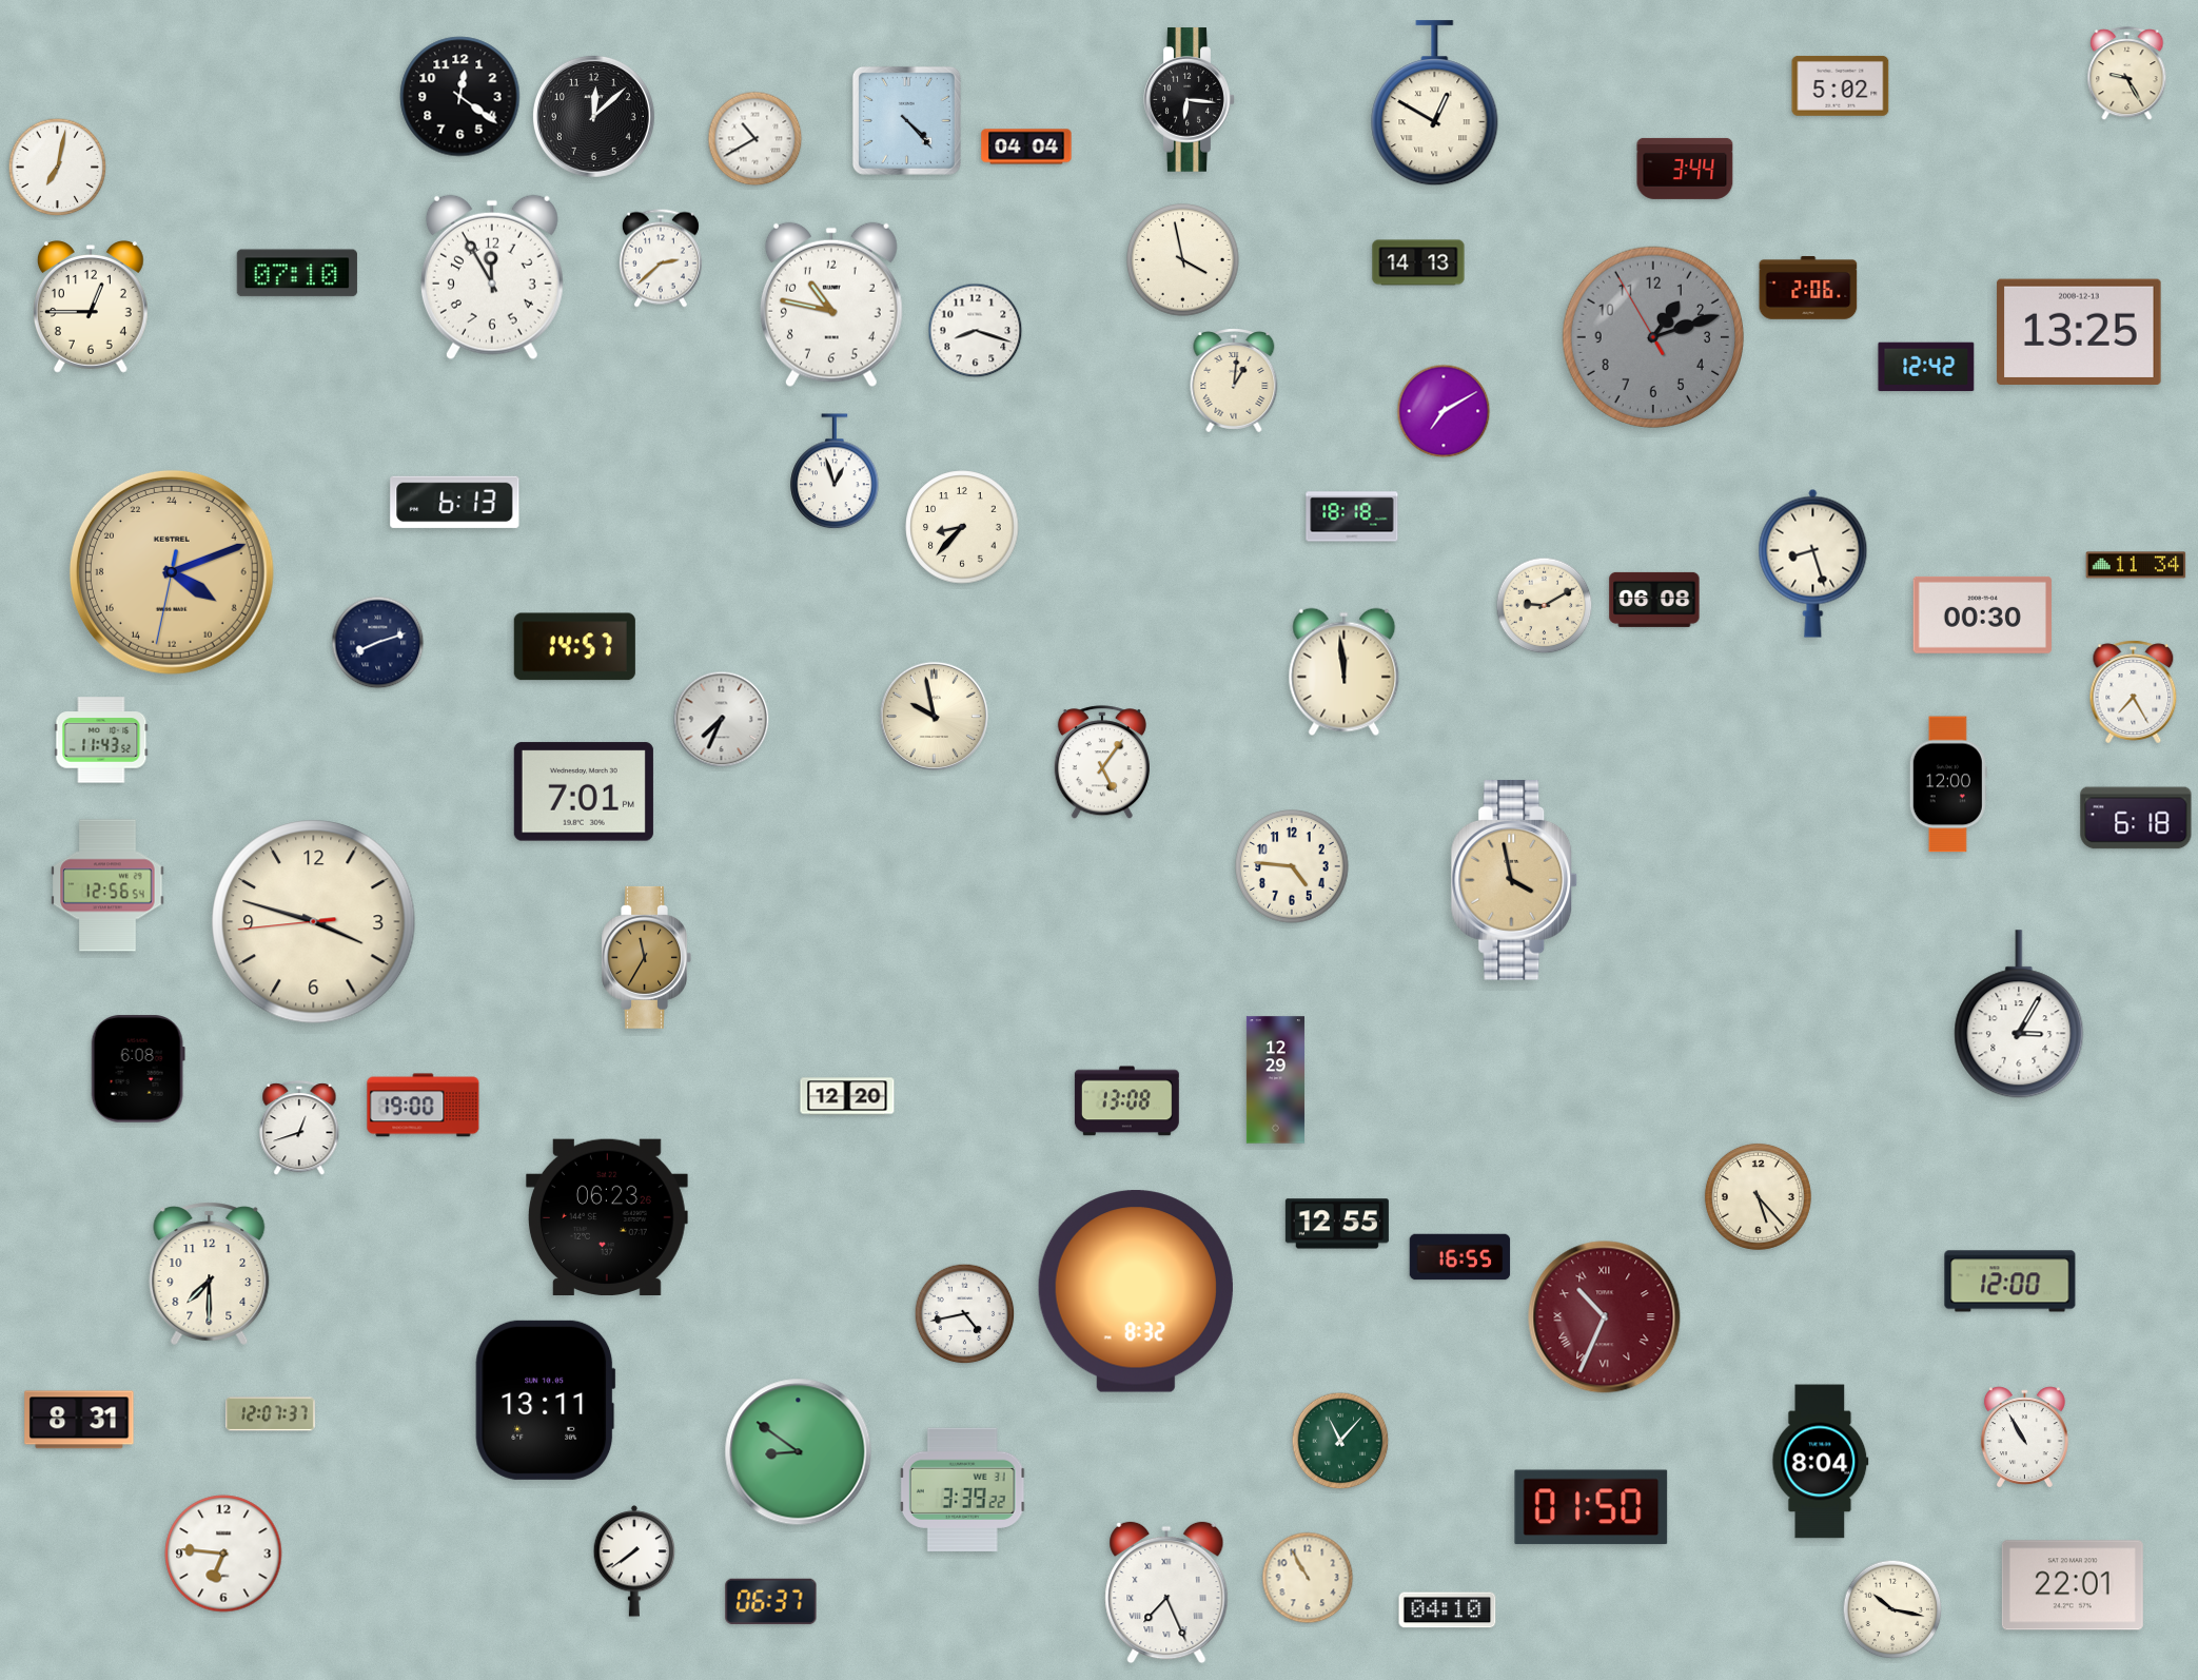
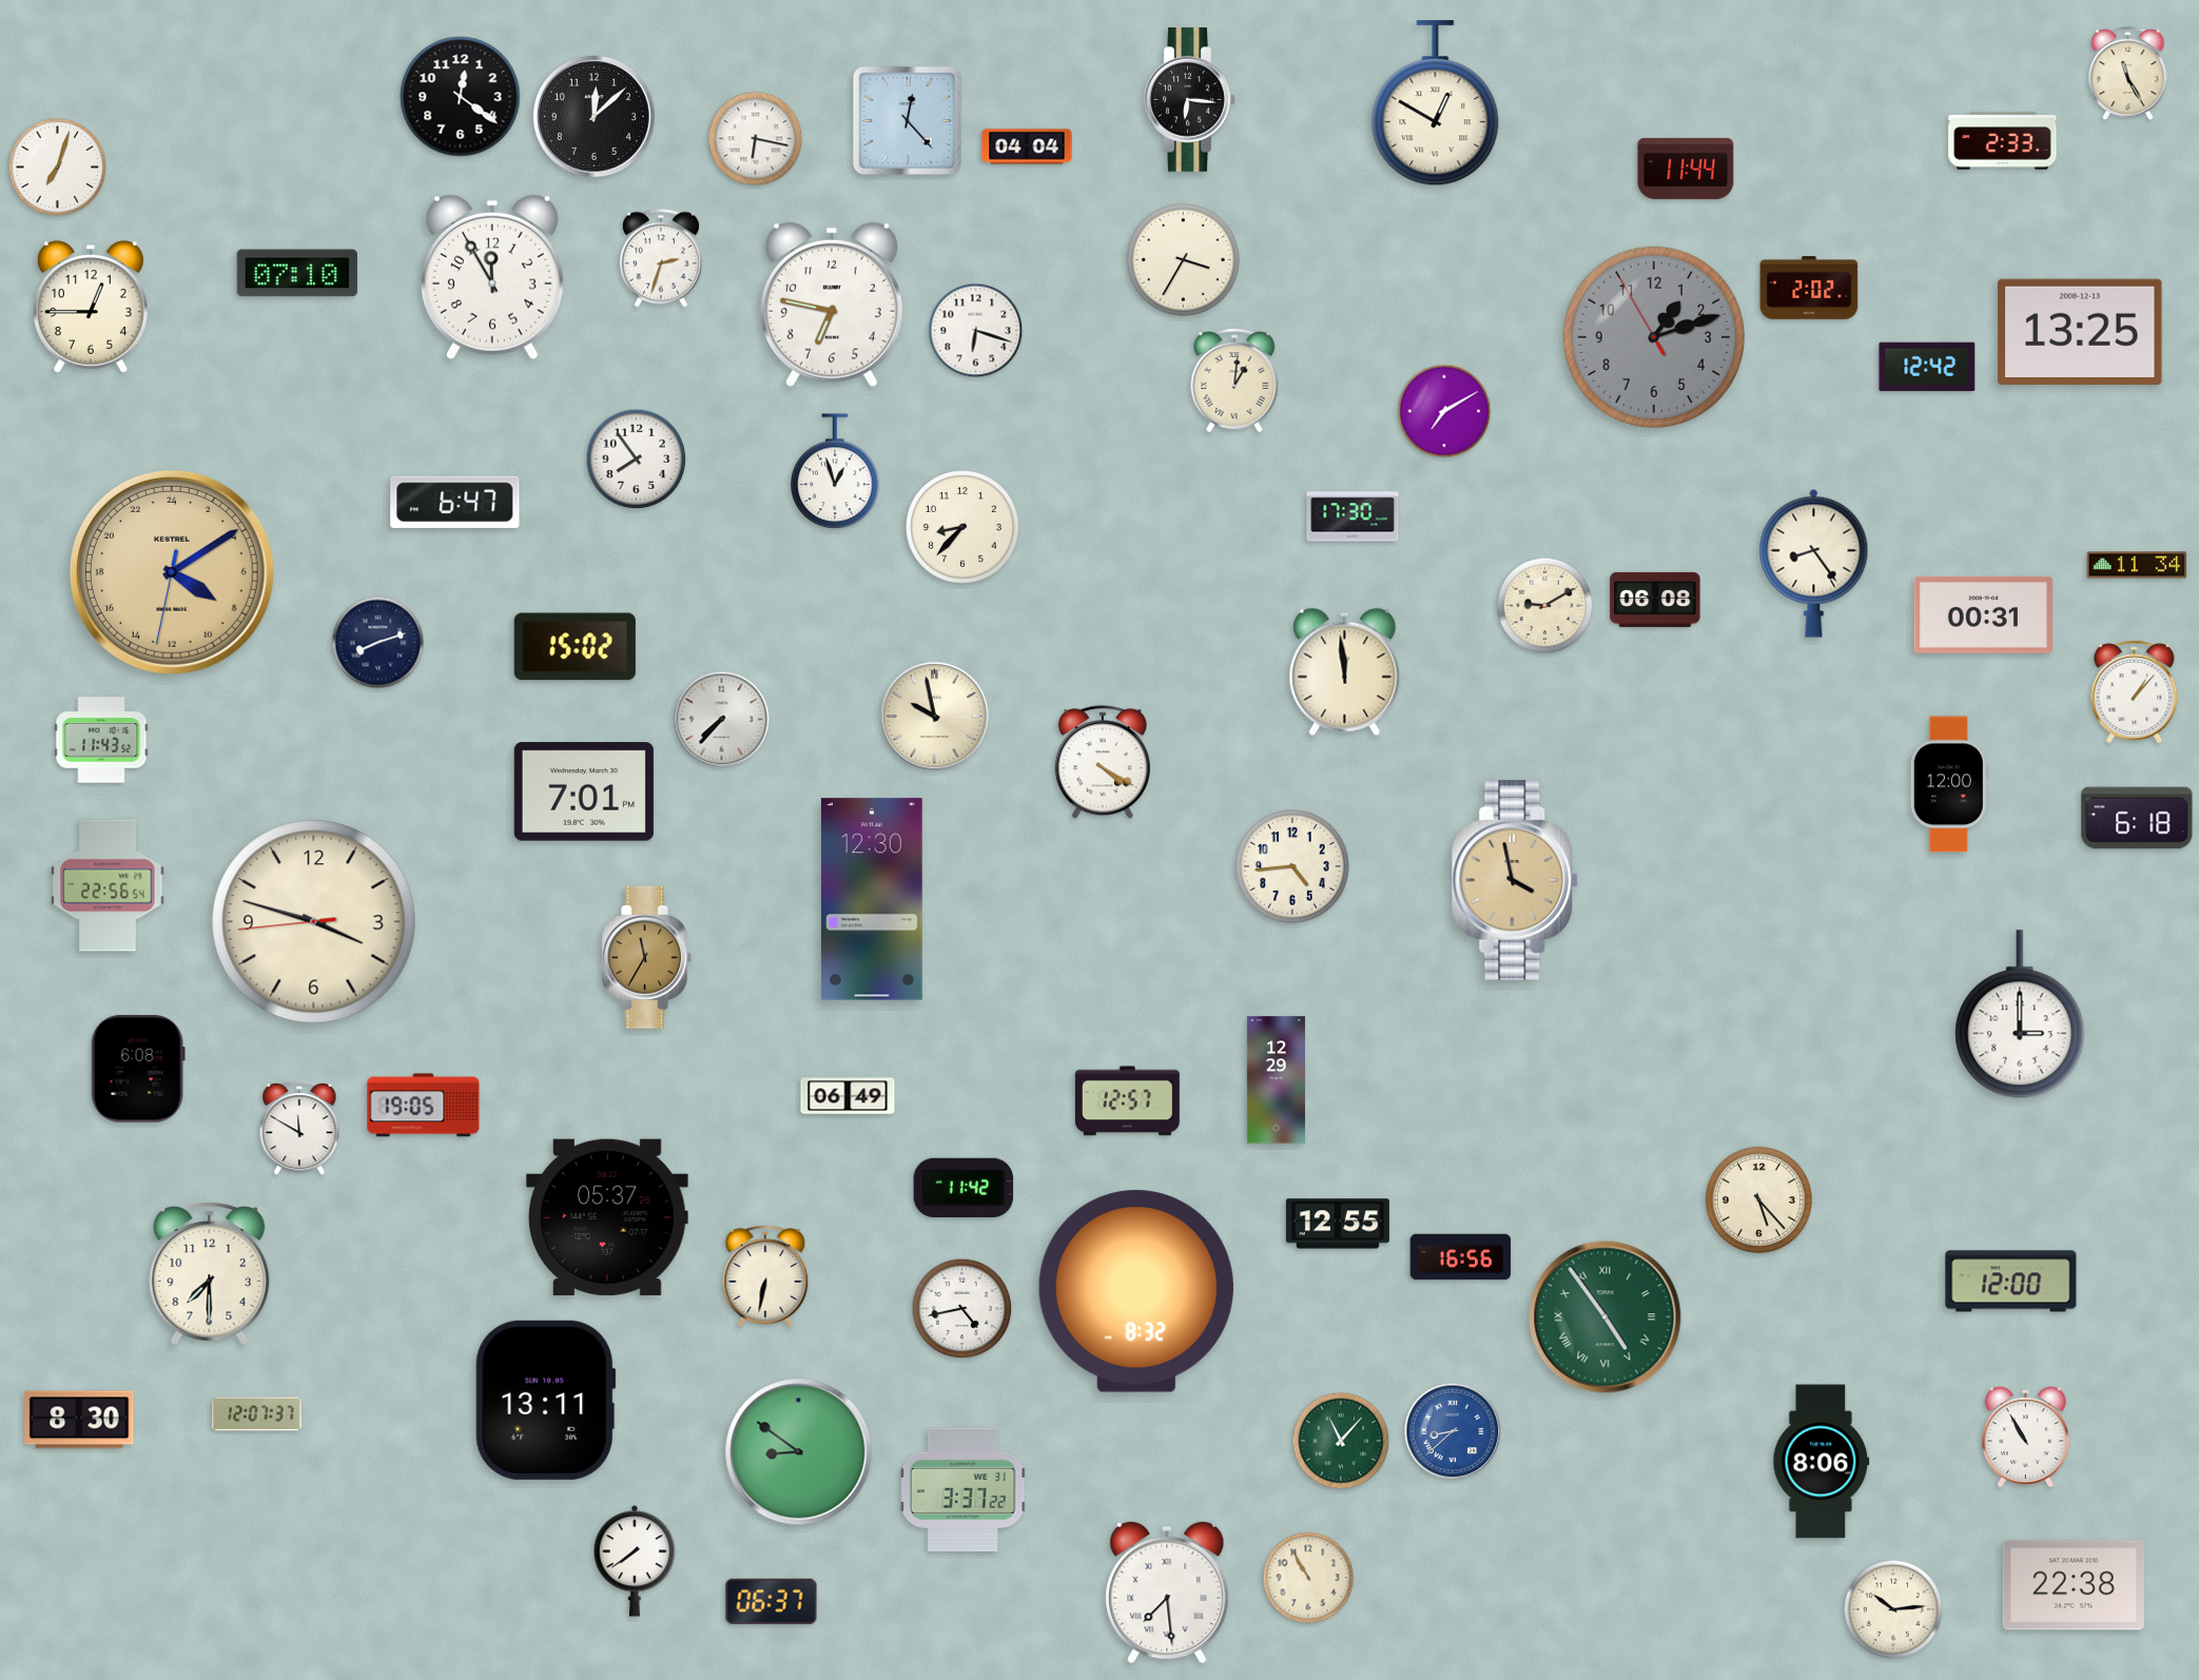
clock at (2127, 74): 9:25 -> 11:25
clock at (1841, 85): 5:02 -> none
clock at (906, 120): 4:23 -> 12:23
clock at (755, 139): 10:40 -> 6:17
clock at (2003, 141): none -> 2:33
clock at (58, 168): 7:02 -> 7:03
clock at (1685, 169): 3:44 -> 11:44
clock at (661, 258): 2:38 -> 2:33
clock at (1183, 260): 3:58 -> 3:35
clock at (1418, 262): 14:13 -> none
clock at (1808, 289): 2:06 -> 2:02
clock at (831, 305): 10:47 -> 6:47
clock at (976, 331): 8:18 -> 6:18
clock at (637, 460): none -> 7:54
clock at (455, 502): 6:13 -> 6:47
clock at (1352, 516): 18:18 -> 17:30
clock at (1813, 563): 8:27 -> 8:24
clock at (172, 572): 8:11 -> 8:09
clock at (1982, 614): 00:30 -> 00:31
clock at (574, 647): 14:57 -> 15:02
clock at (2134, 692): 7:25 -> 1:07
clock at (722, 720): 7:34 -> 7:37
clock at (1102, 763): 5:06 -> 4:20
clock at (1292, 866): 4:46 -> 4:44
clock at (107, 885): 12:56 -> 22:56
clock at (872, 899): none -> 12:30
clock at (2019, 1015): 3:05 -> 3:00
clock at (847, 1096): 12:20 -> 06:49
clock at (1126, 1101): 13:08 -> 12:57
clock at (424, 1106): 19:00 -> 19:05
clock at (299, 1129): 12:42 -> 11:50
clock at (964, 1188): none -> 11:42
clock at (1758, 1196) position: (1758, 1196) -> (1758, 1199)
clock at (607, 1216): 06:23 -> 05:37
clock at (1460, 1257): 16:55 -> 16:56
clock at (765, 1276): none -> 6:32
clock at (965, 1314) position: (965, 1314) -> (962, 1309)
clock at (1605, 1317): 10:34 -> 4:54
clock at (1605, 1317) dial: burgundy -> green
clock at (271, 1414) position: (271, 1414) -> (257, 1414)
clock at (79, 1420): 8:31 -> 8:30
clock at (1453, 1431): none -> 8:38
clock at (1821, 1462): 8:04 -> 8:06
clock at (963, 1489): 3:39 -> 3:37
clock at (1591, 1507): 01:50 -> none
clock at (223, 1554): 6:46 -> none
clock at (2073, 1585): 22:01 -> 22:38
clock at (1166, 1593): 7:26 -> 7:29
clock at (1892, 1609): 10:17 -> 10:14
clock at (1448, 1610): 04:10 -> none
